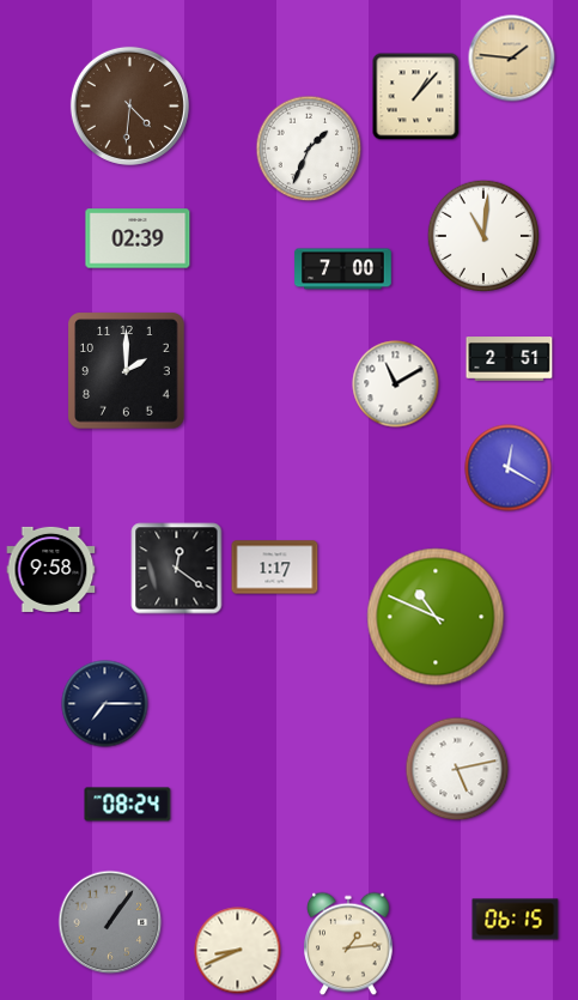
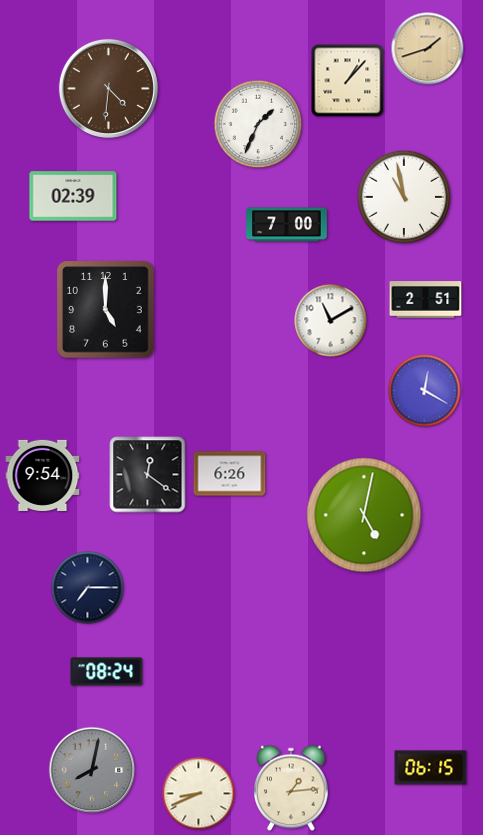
clock at (512, 59): 1:46 -> 1:42
clock at (482, 235): 11:01 -> 10:58
clock at (138, 238) position: (138, 238) -> (73, 196)
clock at (127, 371): 2:00 -> 5:00
clock at (275, 568): 1:17 -> 6:26
clock at (51, 569): 9:58 -> 9:54
clock at (436, 617): 10:49 -> 5:02
clock at (457, 769): 5:13 -> none
clock at (110, 922): 1:06 -> 8:02
